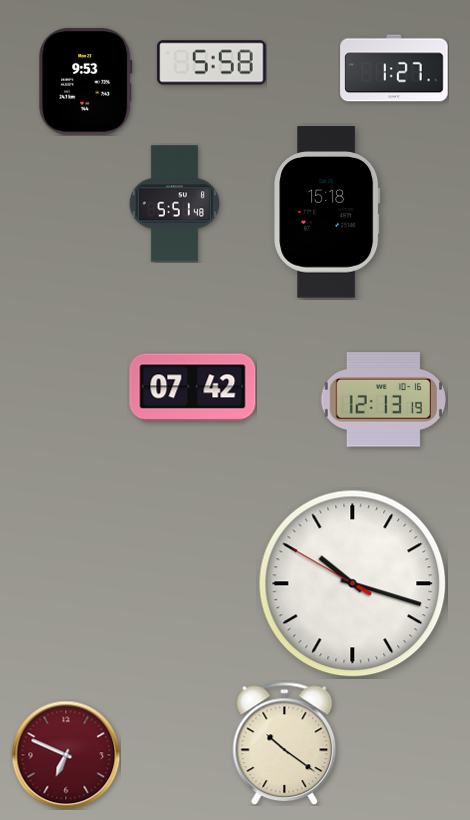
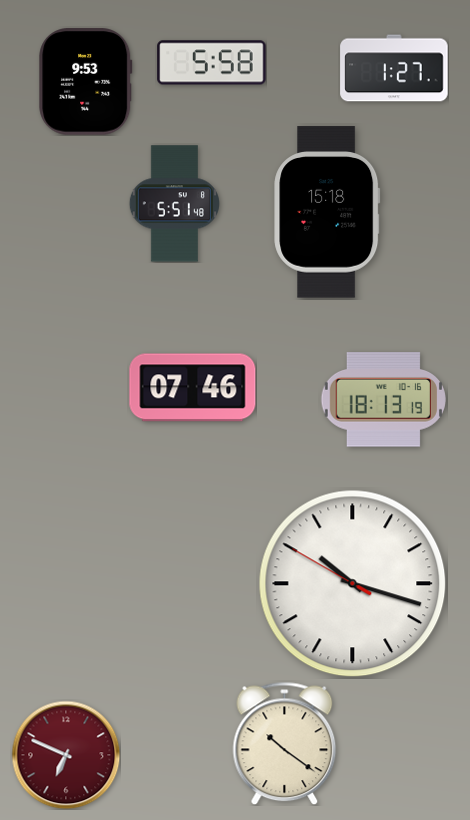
clock at (193, 388): 07:42 -> 07:46
clock at (383, 400): 12:13 -> 18:13
